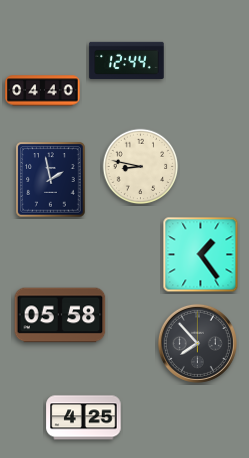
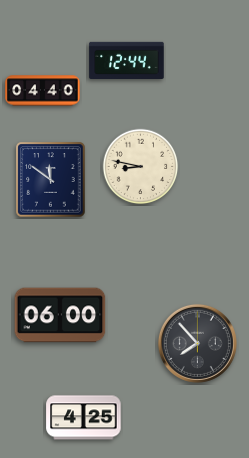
clock at (51, 180): 1:58 -> 11:51
clock at (201, 255): 1:24 -> none
clock at (60, 315): 05:58 -> 06:00
